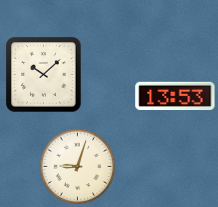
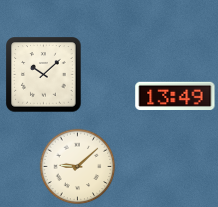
clock at (175, 96): 13:53 -> 13:49
clock at (78, 167): 9:03 -> 9:08
